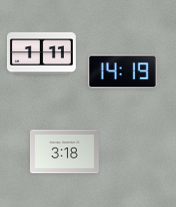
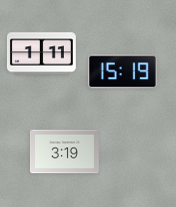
clock at (122, 72): 14:19 -> 15:19
clock at (64, 152): 3:18 -> 3:19
